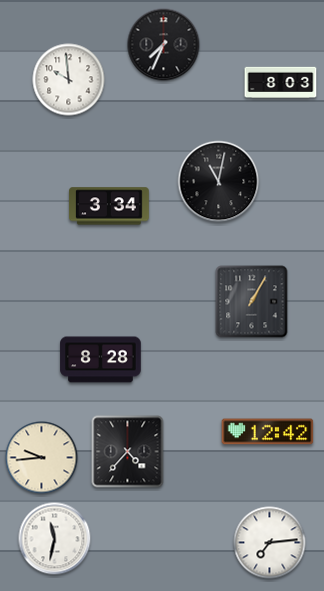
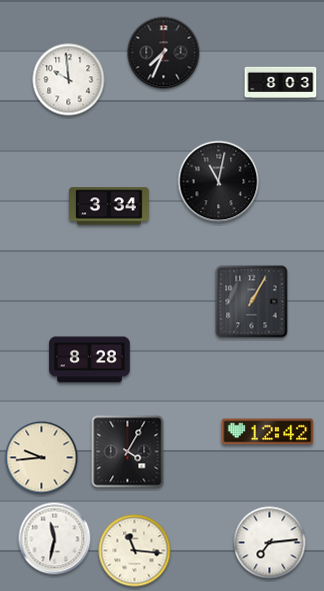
clock at (164, 45) position: (164, 45) -> (164, 53)
clock at (101, 360) position: (101, 360) -> (90, 360)
clock at (128, 452): 4:37 -> 4:05
clock at (135, 551): none -> 11:16
